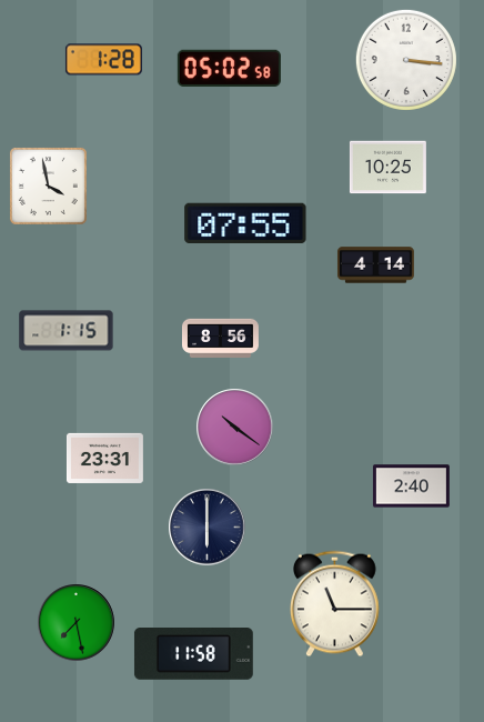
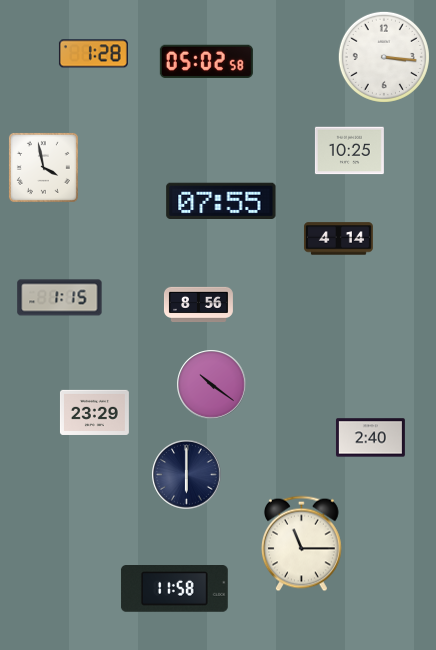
clock at (406, 60) position: (406, 60) -> (384, 57)
clock at (104, 458): 23:31 -> 23:29
clock at (77, 623): 7:28 -> none
